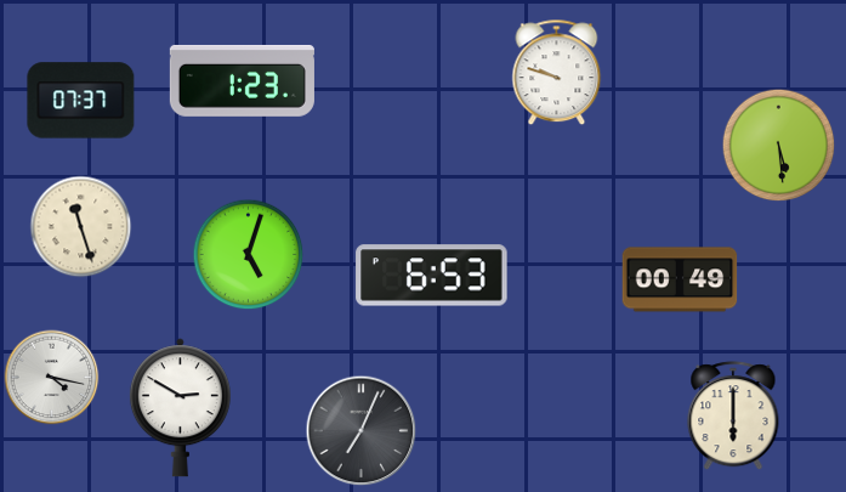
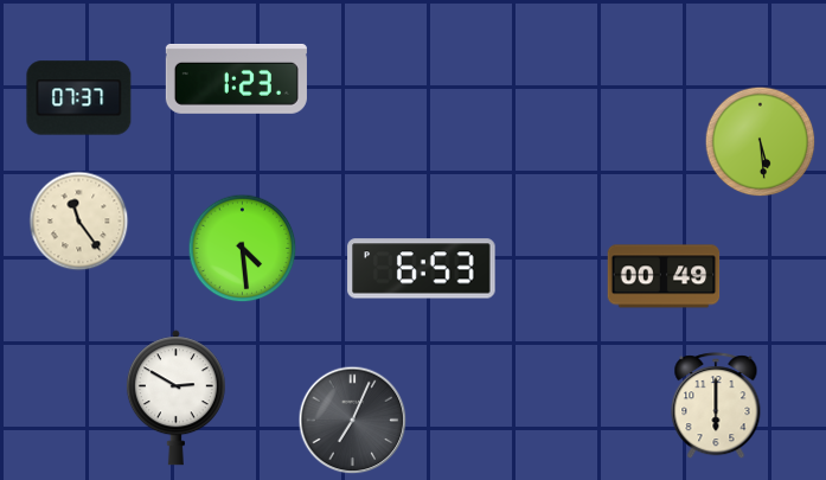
clock at (557, 73): 9:48 -> none
clock at (81, 227): 11:27 -> 11:24
clock at (249, 255): 5:03 -> 4:29
clock at (680, 279) position: (680, 279) -> (664, 276)
clock at (52, 378): 4:17 -> none
